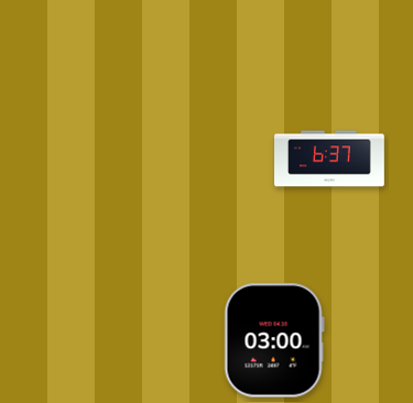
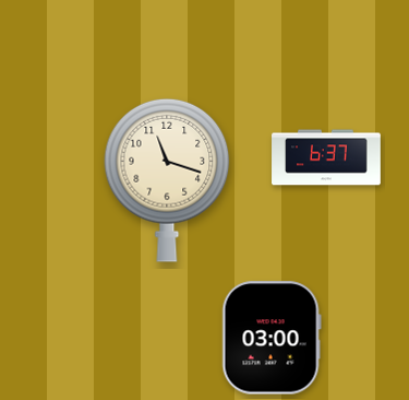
clock at (167, 180): none -> 11:18
